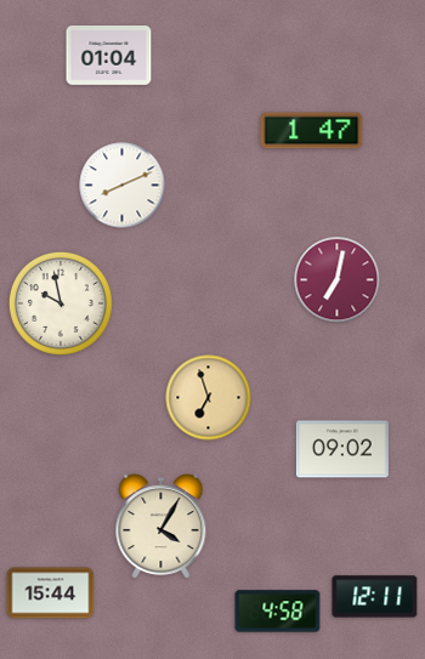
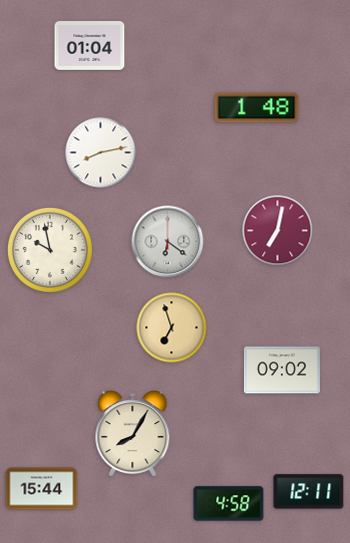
clock at (312, 131): 1:47 -> 1:48
clock at (123, 186): 8:11 -> 8:13
clock at (168, 242): none -> 6:21
clock at (161, 527): 4:05 -> 8:05
